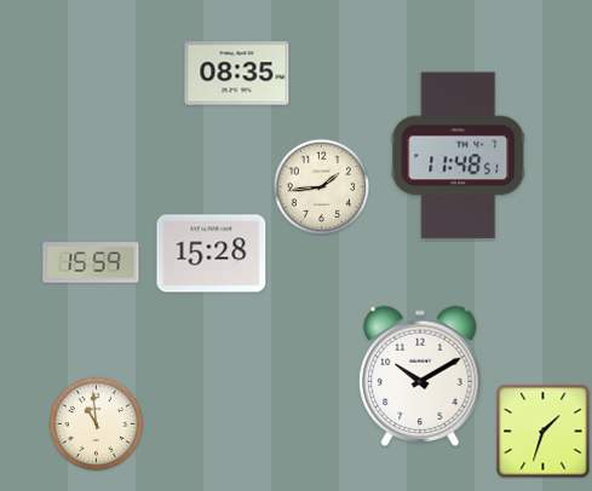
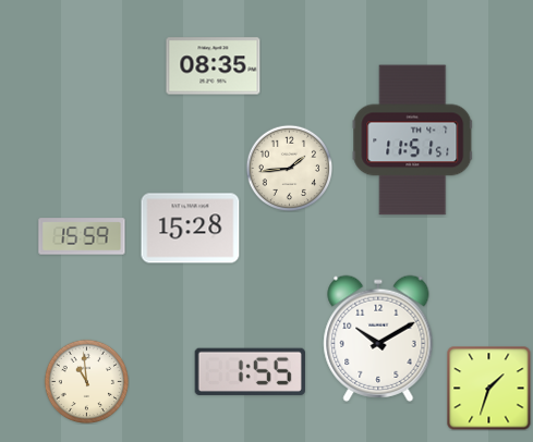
clock at (459, 156): 11:48 -> 11:51
clock at (250, 371): none -> 1:55
